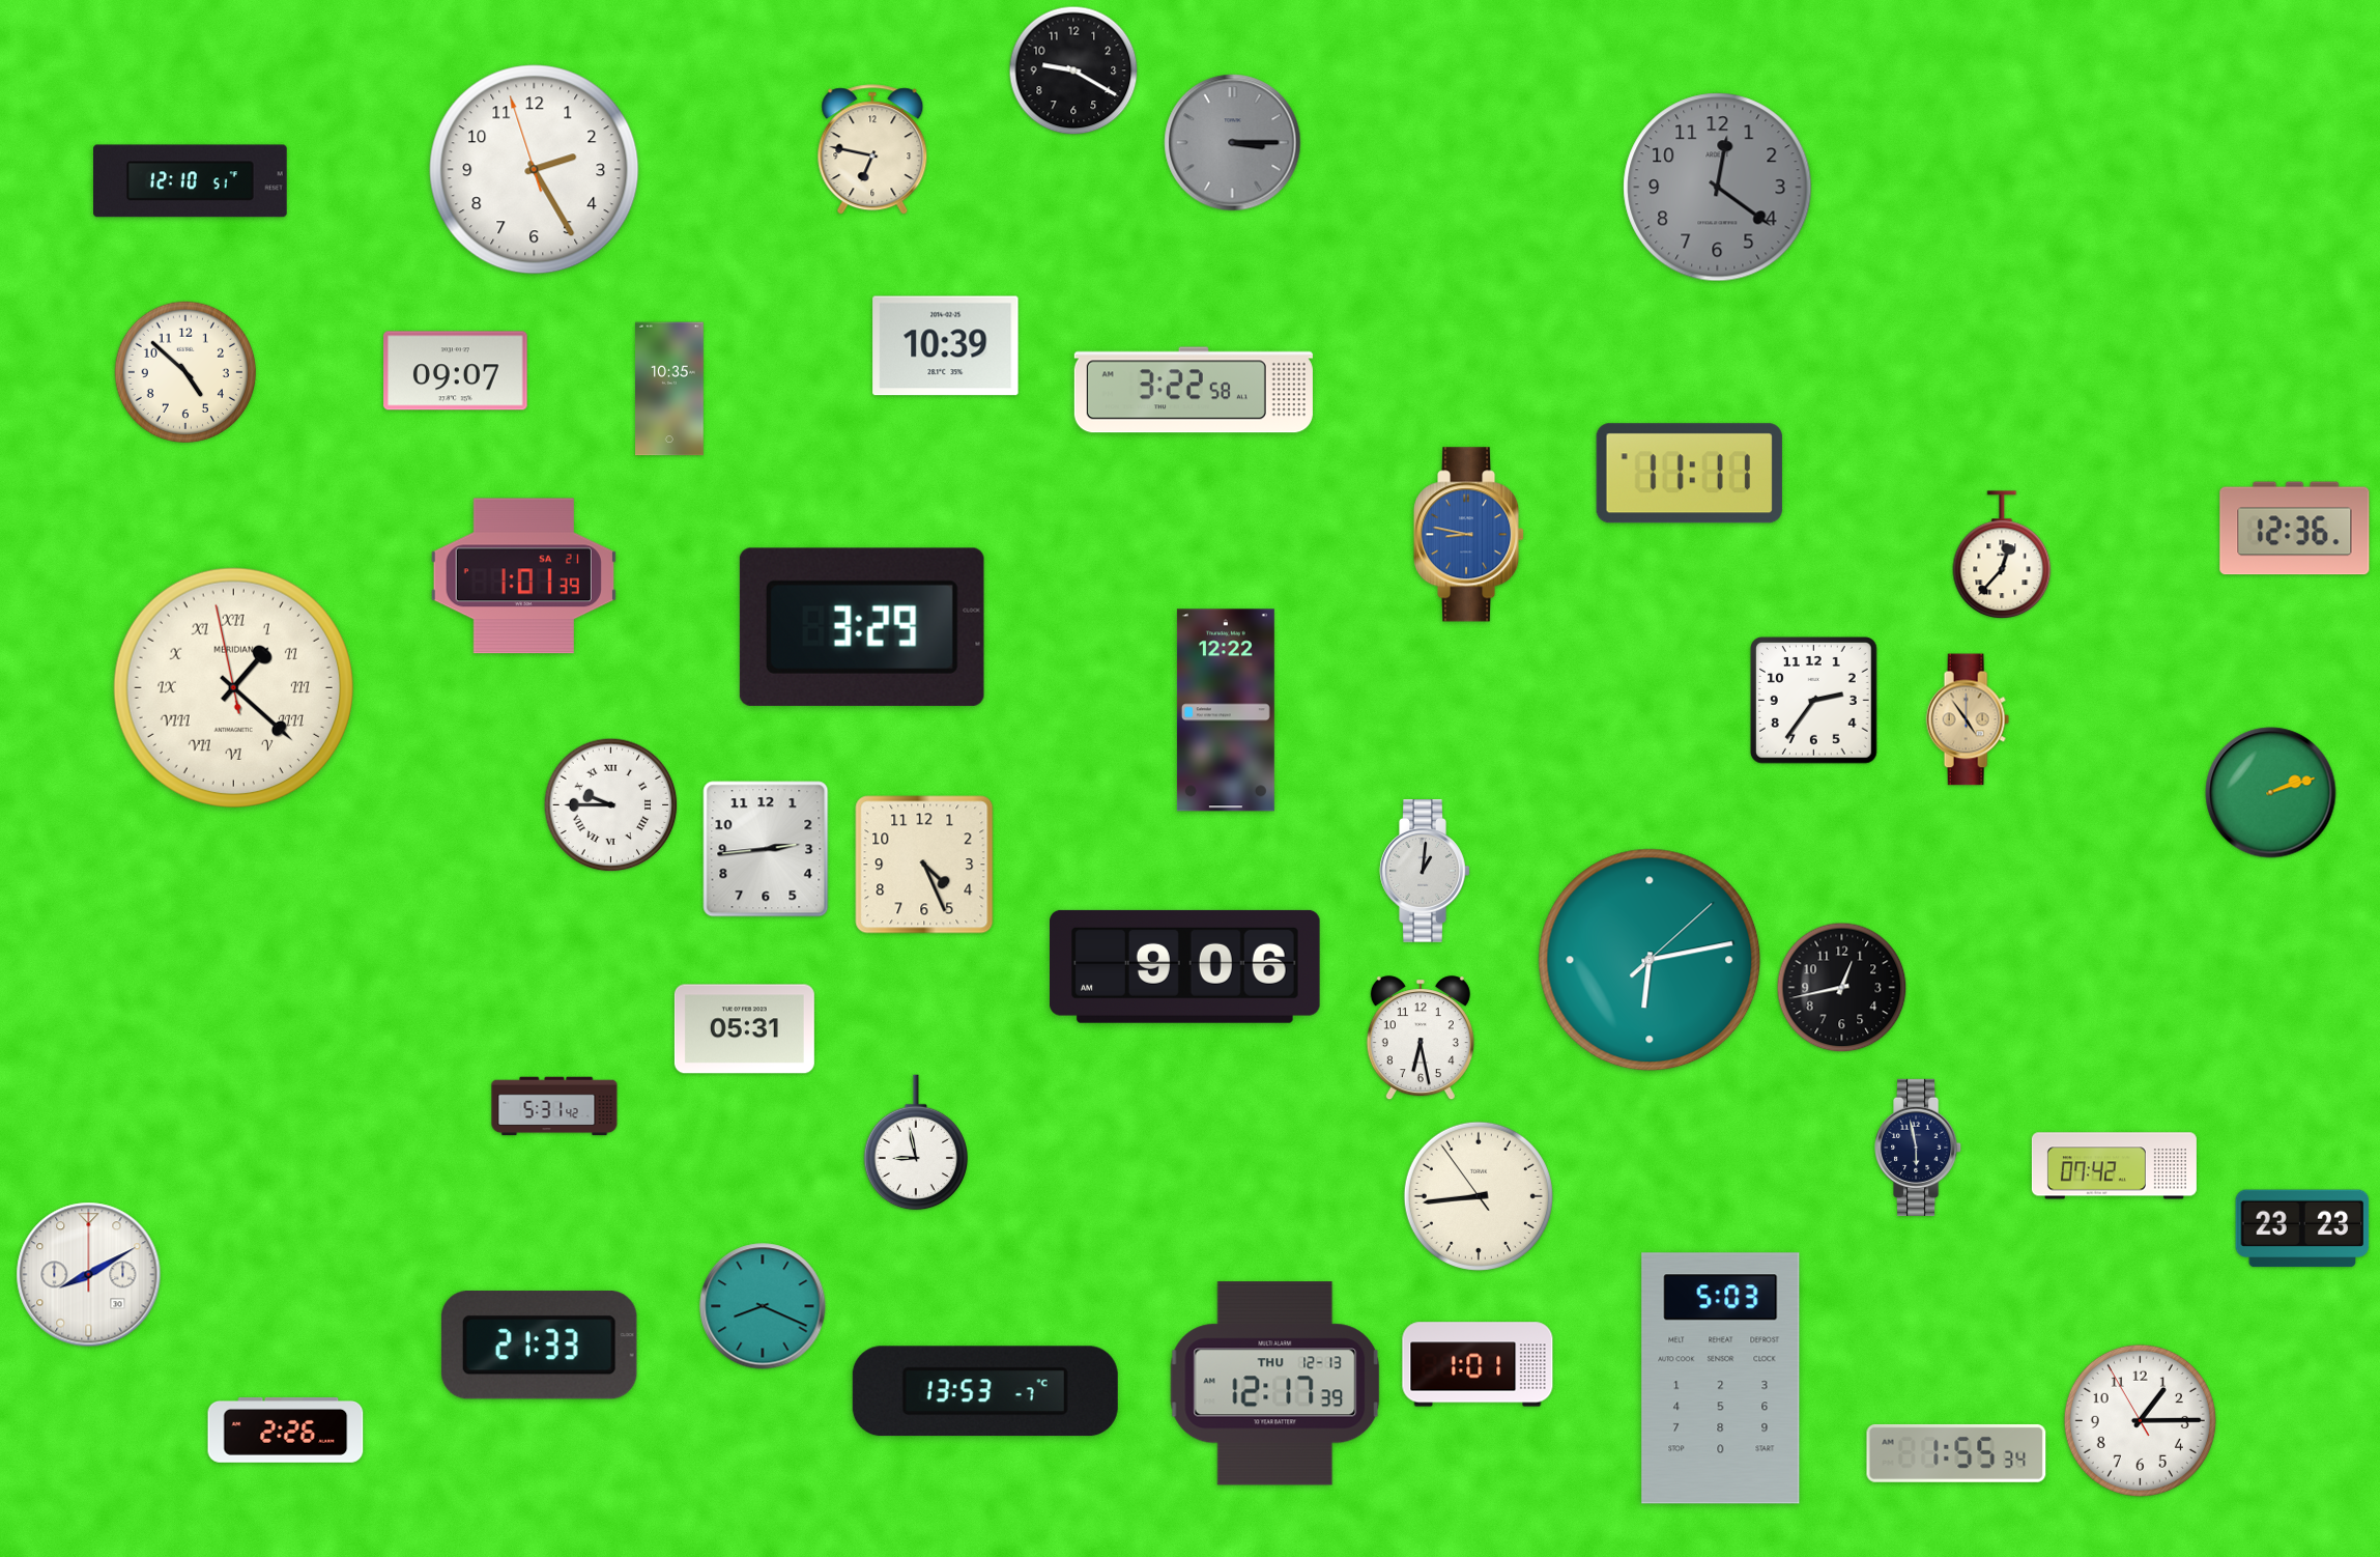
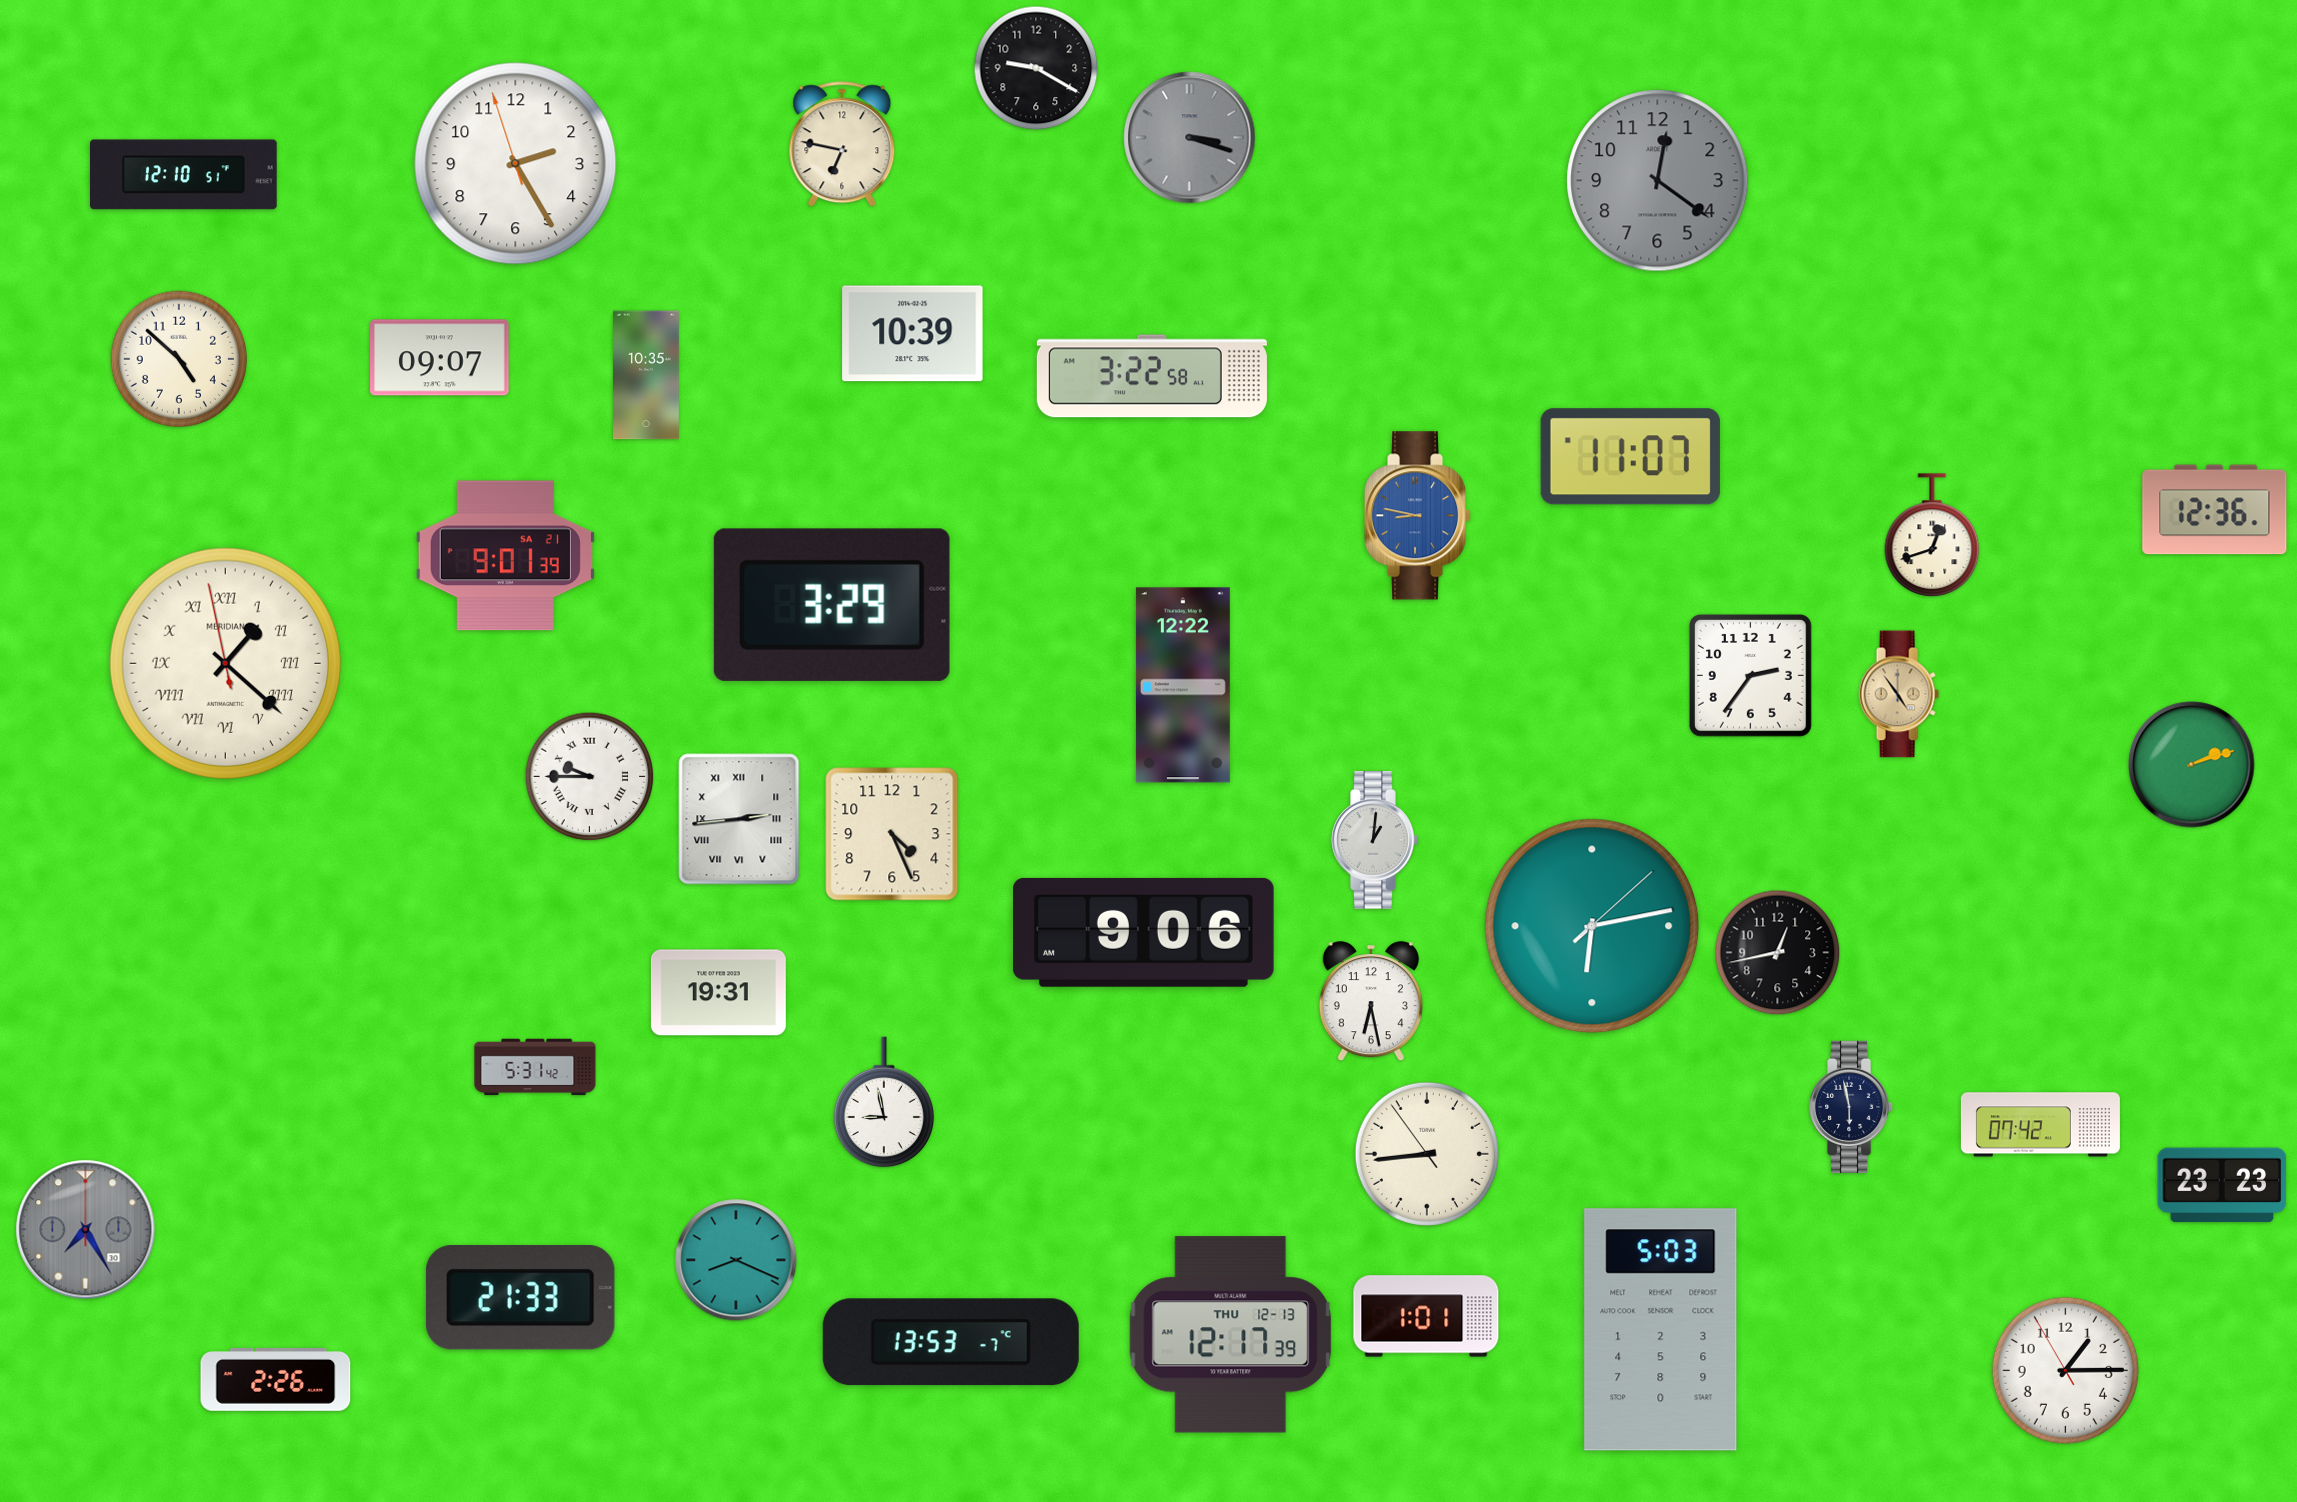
clock at (1233, 143): 3:15 -> 3:18
clock at (1689, 474): 11:11 -> 11:07
clock at (2002, 555): 12:37 -> 12:42
clock at (523, 576): 1:01 -> 9:01
clock at (766, 849) numerals: Arabic -> Roman
clock at (744, 1029): 05:31 -> 19:31
clock at (89, 1275): 8:10 -> 7:25
clock at (89, 1275) dial: white -> grey
clock at (1956, 1453): 1:55 -> none
